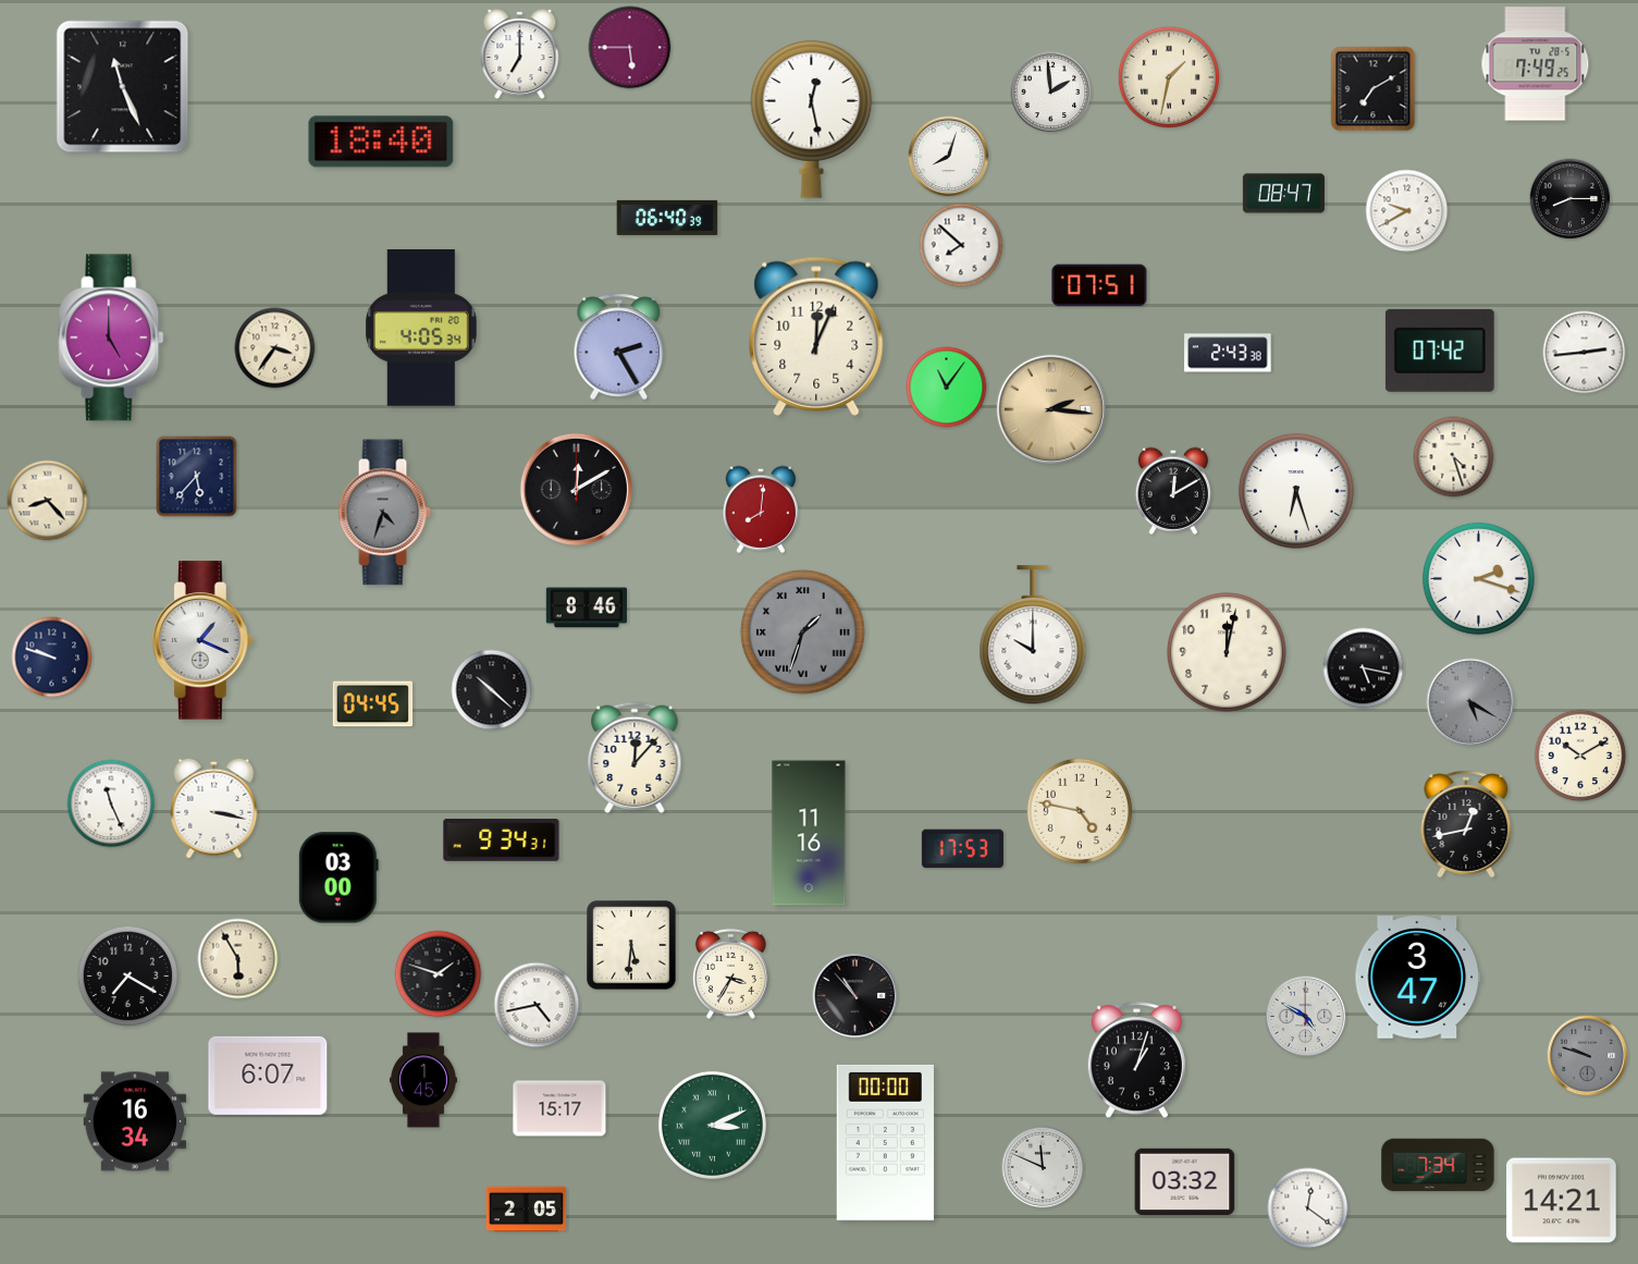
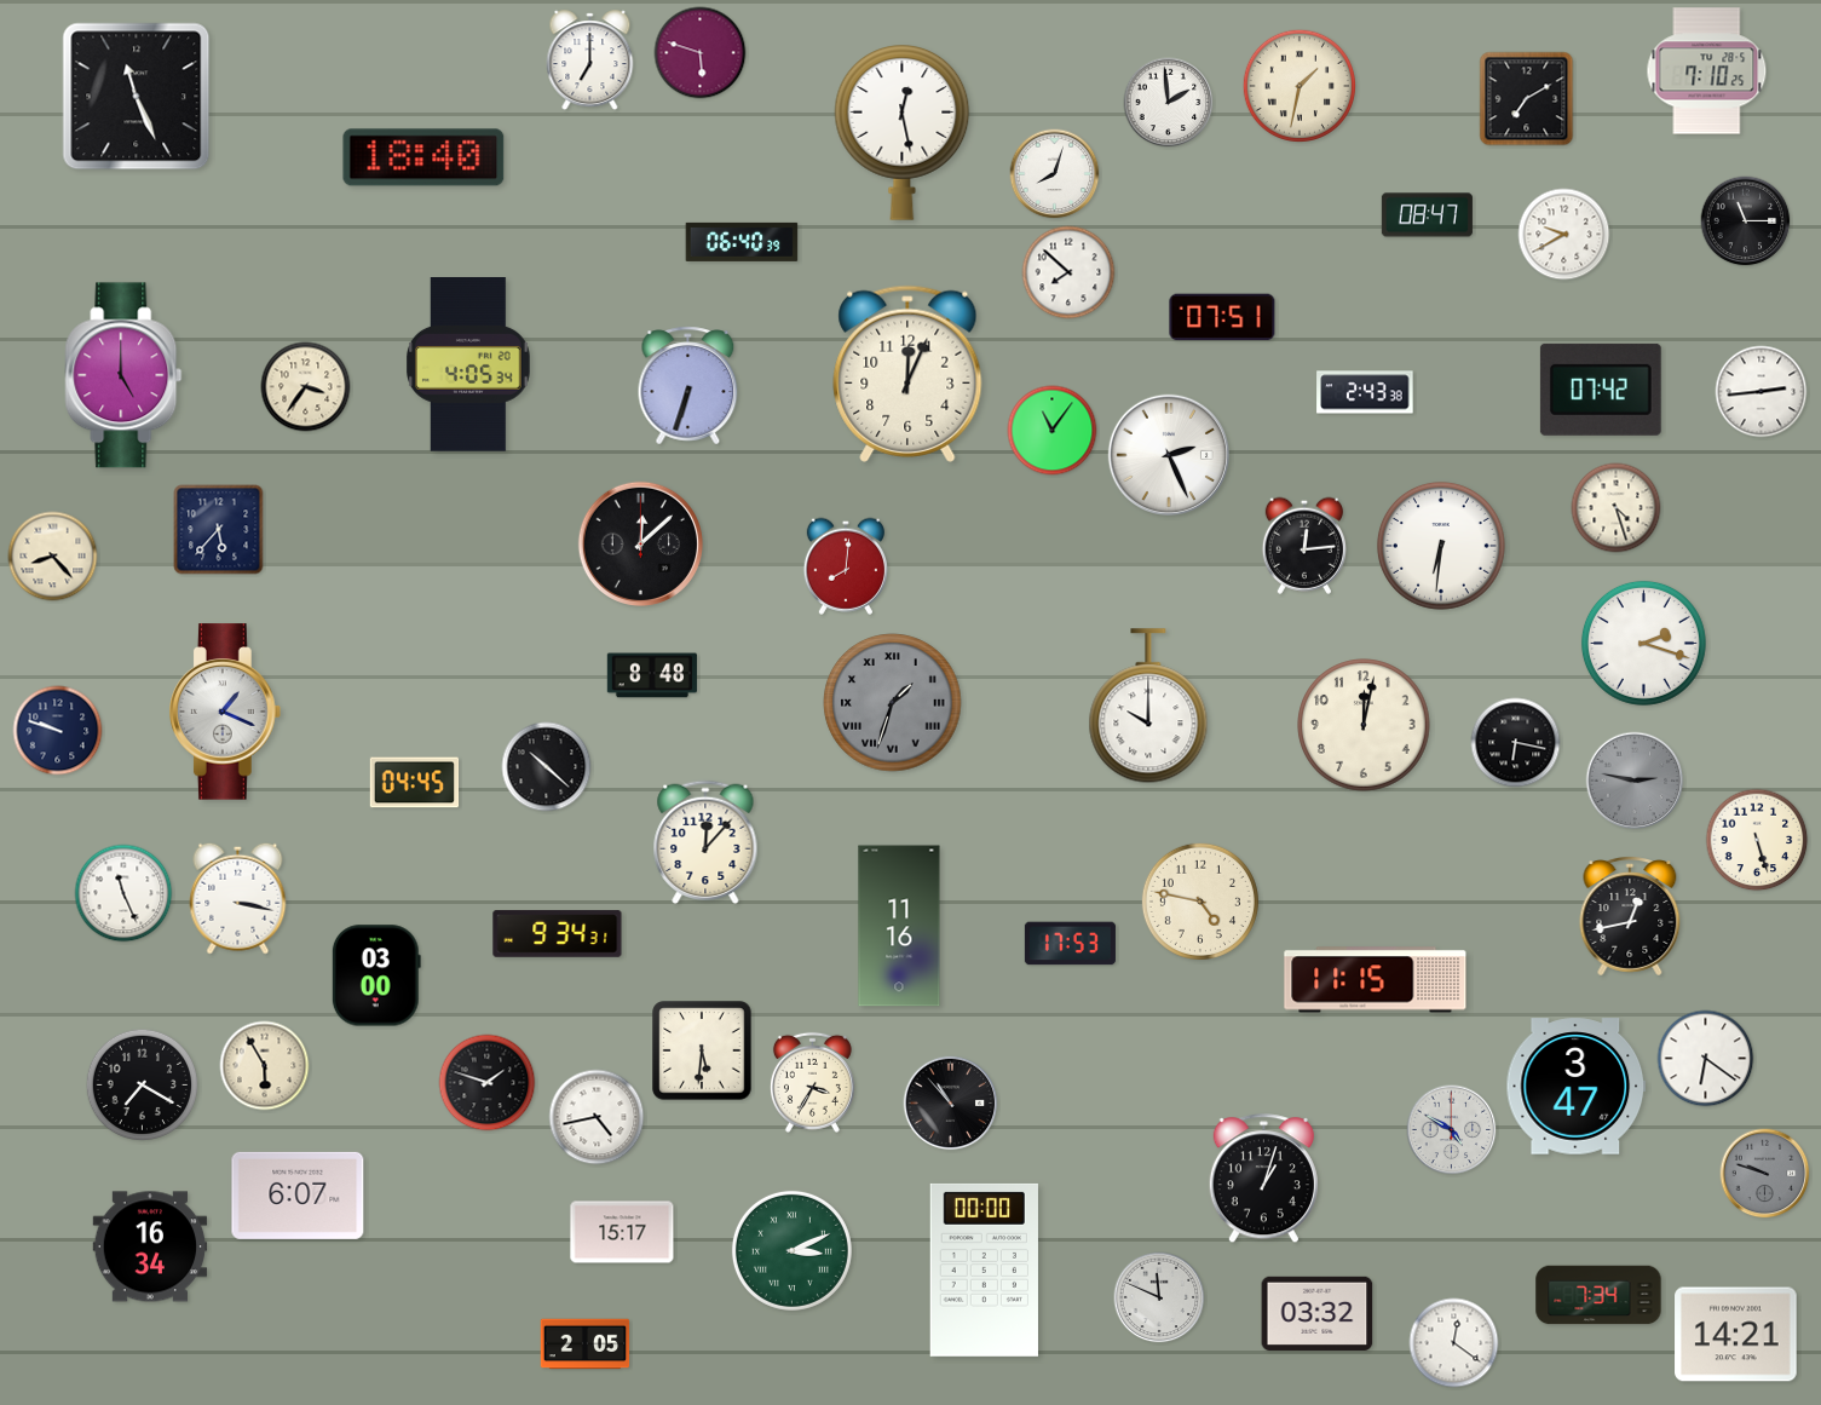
clock at (630, 48): 5:45 -> 5:48
clock at (520, 54) position: (520, 54) -> (590, 61)
clock at (1536, 64): 7:49 -> 7:10
clock at (1571, 199): 8:15 -> 11:15
clock at (619, 347): 2:25 -> 6:33
clock at (1050, 408): 2:16 -> 2:26
clock at (1050, 408) dial: champagne -> white
clock at (576, 489): 12:10 -> 12:08
clock at (1172, 491): 12:10 -> 12:14
clock at (1296, 491): 6:27 -> 6:31
clock at (384, 513): 4:33 -> none
clock at (587, 608): 8:46 -> 8:48
clock at (1364, 668): 5:17 -> 6:17
clock at (1470, 702): 5:20 -> 2:47
clock at (1580, 756): 10:10 -> 5:27
clock at (1376, 980): none -> 11:15
clock at (1706, 1059): none -> 6:21
clock at (855, 996) position: (855, 996) -> (951, 1104)
clock at (423, 1080): 1:45 -> none
